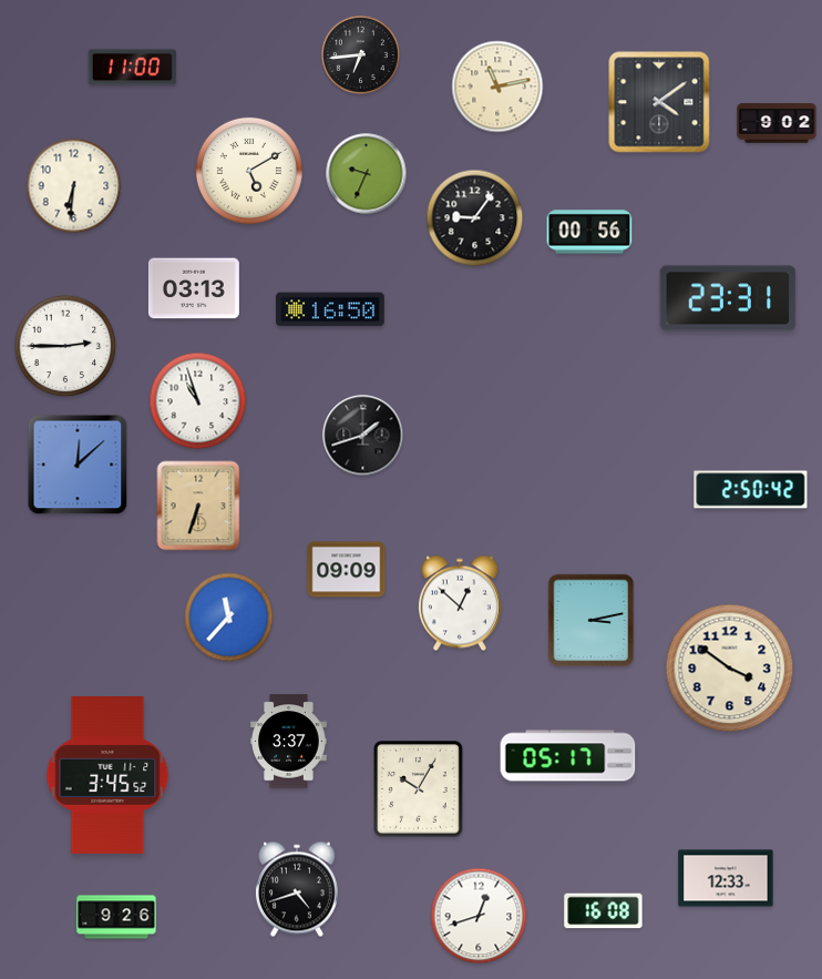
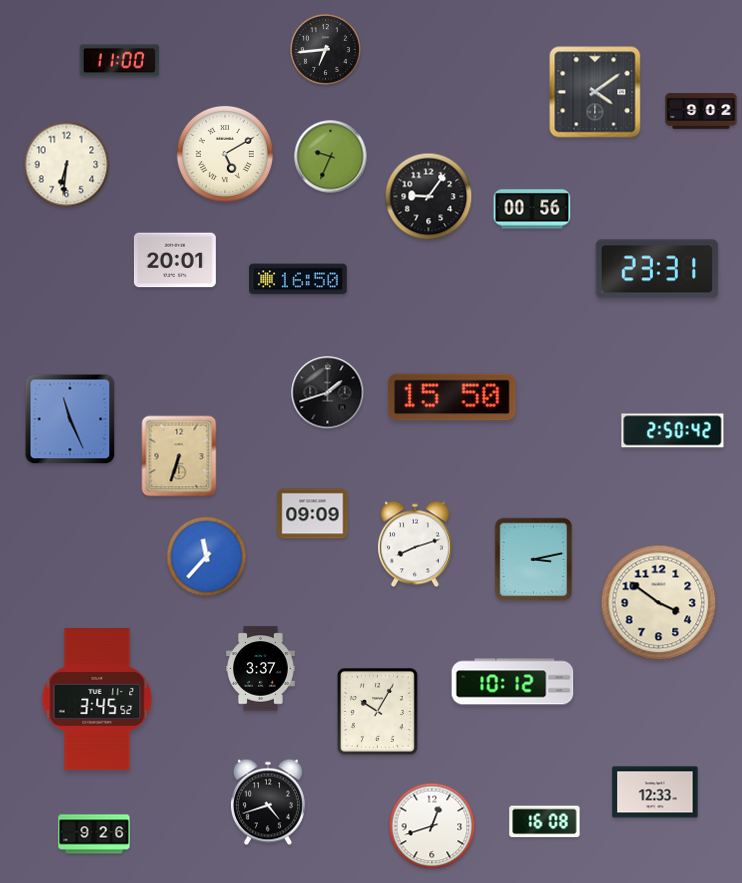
clock at (497, 86): 11:13 -> none
clock at (74, 186) position: (74, 186) -> (67, 165)
clock at (194, 288): 03:13 -> 20:01
clock at (65, 346): 2:45 -> none
clock at (198, 401): 10:57 -> none
clock at (452, 397): none -> 15:50
clock at (78, 465): 12:08 -> 11:26
clock at (751, 490) position: (751, 490) -> (673, 431)
clock at (460, 603): 12:52 -> 8:12
clock at (568, 756): 05:17 -> 10:12
clock at (116, 917) position: (116, 917) -> (94, 834)
